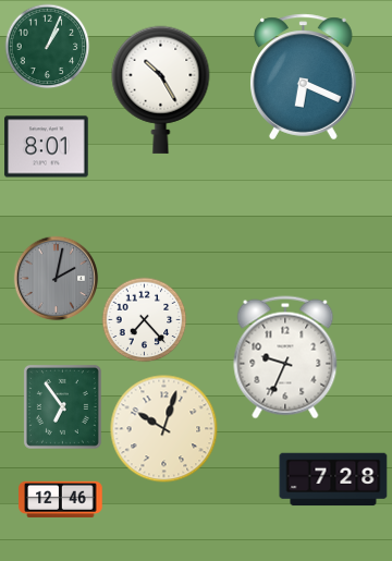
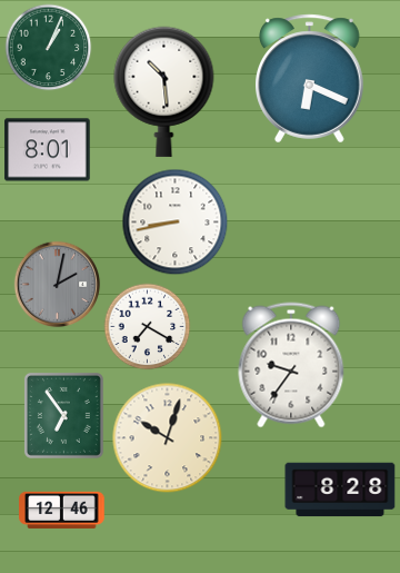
clock at (161, 89): 10:25 -> 10:29
clock at (174, 221): none -> 8:43
clock at (144, 319): 7:23 -> 7:20
clock at (285, 357): 9:34 -> 9:36
clock at (333, 479): 7:28 -> 8:28
